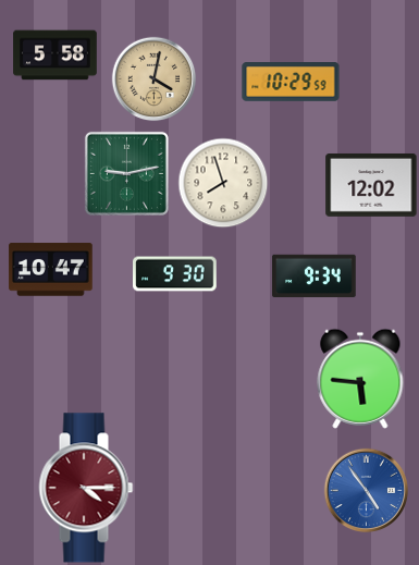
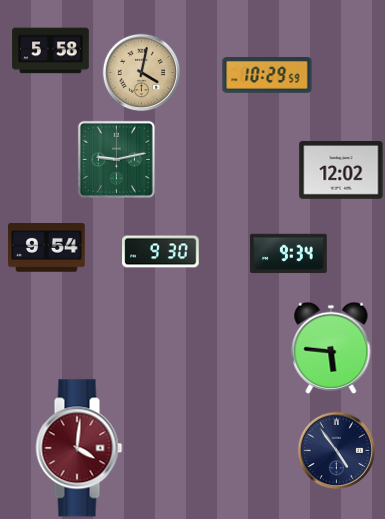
clock at (223, 183): 7:57 -> none
clock at (51, 270): 10:47 -> 9:54
clock at (86, 488): 4:15 -> 4:01
clock at (366, 490) dial: blue -> navy
